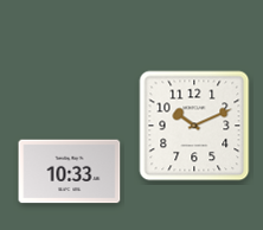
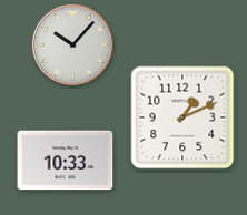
clock at (72, 44): none -> 10:07
clock at (194, 126): 10:11 -> 1:11
